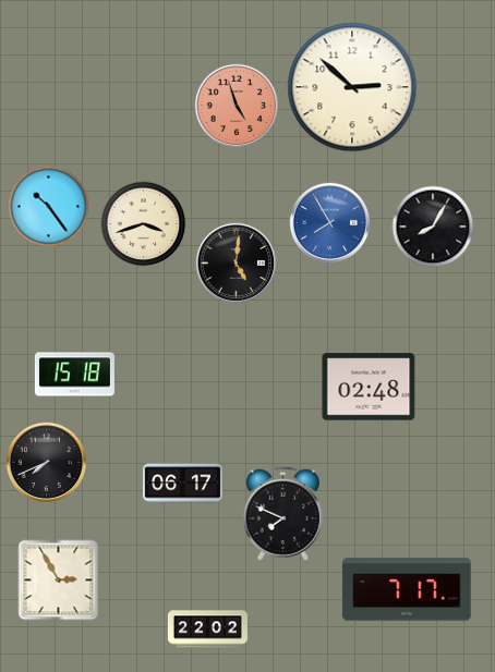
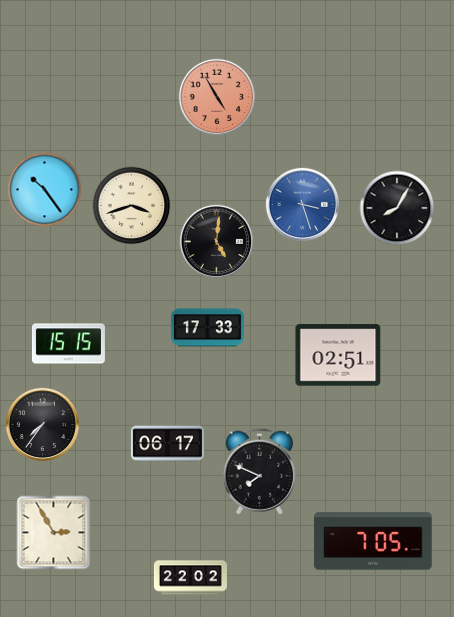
clock at (352, 87): 2:52 -> none
clock at (236, 105): 4:57 -> 4:55
clock at (329, 222): 7:55 -> 3:27
clock at (207, 328): none -> 17:33
clock at (74, 375): 15:18 -> 15:15
clock at (369, 387): 02:48 -> 02:51
clock at (46, 462): 7:41 -> 7:36
clock at (407, 589): 7:17 -> 7:05
